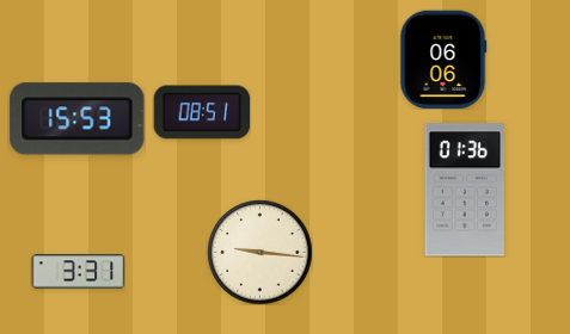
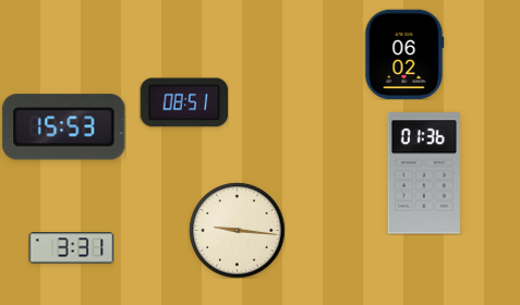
clock at (443, 60): 06:06 -> 06:02
clock at (78, 119) position: (78, 119) -> (64, 127)
